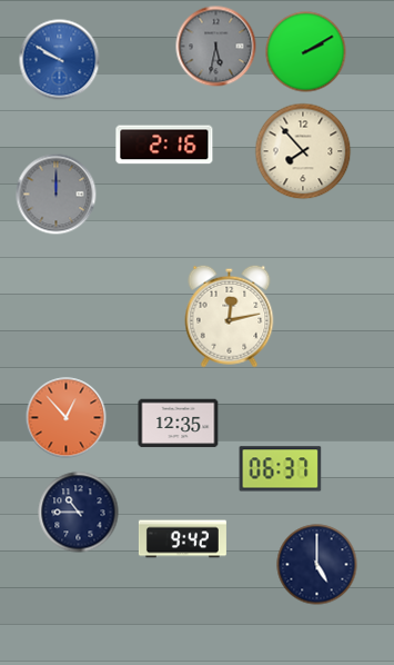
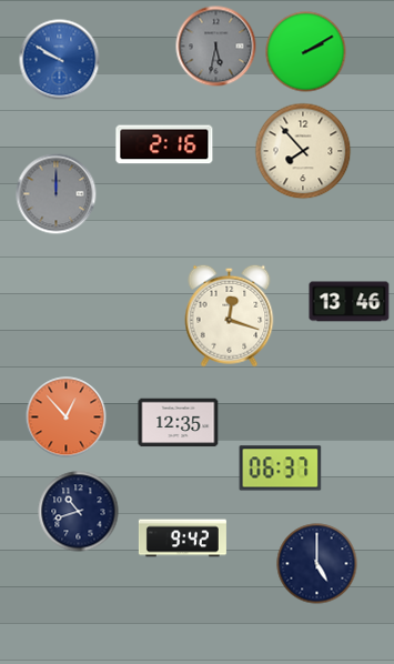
clock at (350, 302): none -> 13:46
clock at (230, 316): 12:13 -> 12:18
clock at (79, 513): 10:45 -> 10:42
